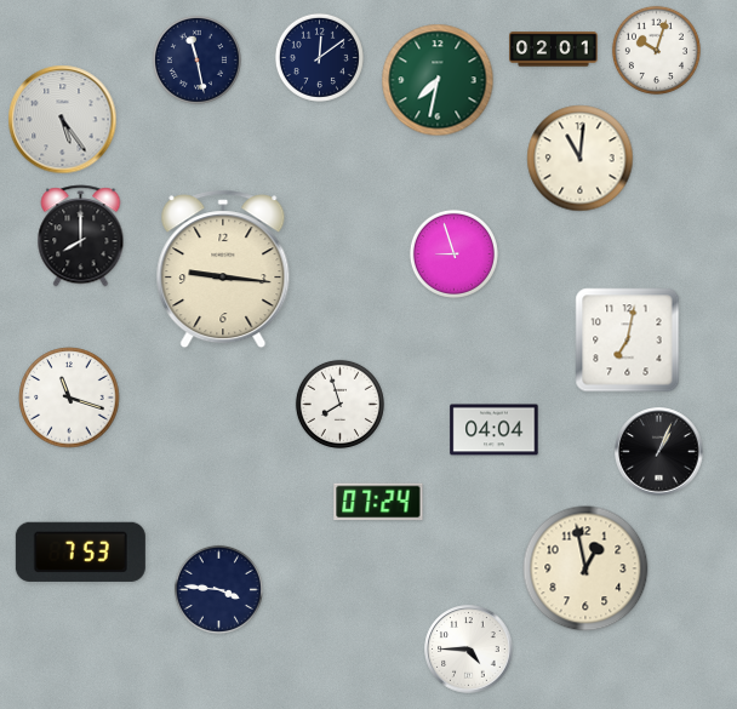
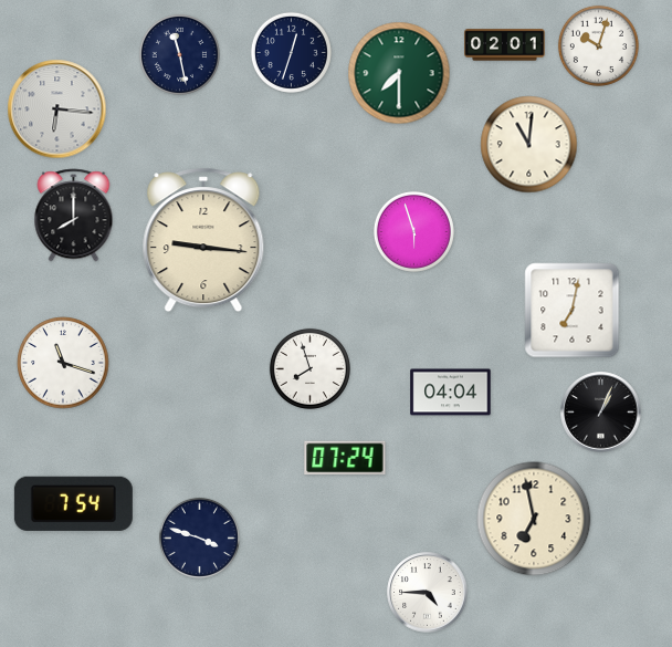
clock at (319, 57): 12:09 -> 12:33
clock at (438, 80): 7:32 -> 7:30
clock at (63, 120): 5:24 -> 6:16
clock at (453, 253): 8:57 -> 5:57
clock at (223, 269) position: (223, 269) -> (203, 240)
clock at (80, 551): 7:53 -> 7:54
clock at (585, 568): 12:58 -> 6:58
clock at (218, 589): 3:46 -> 3:48
